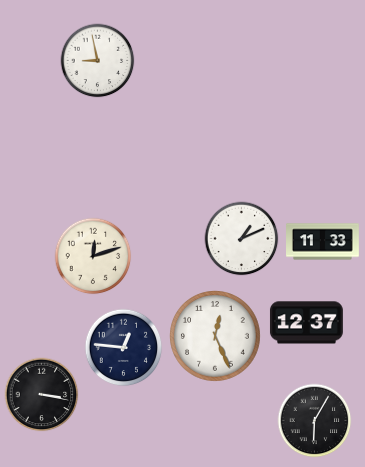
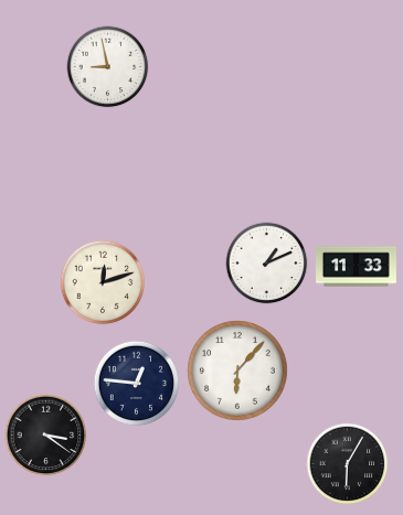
clock at (306, 323): 12:37 -> none
clock at (216, 337): 12:26 -> 6:07
clock at (42, 395): 3:17 -> 3:21
